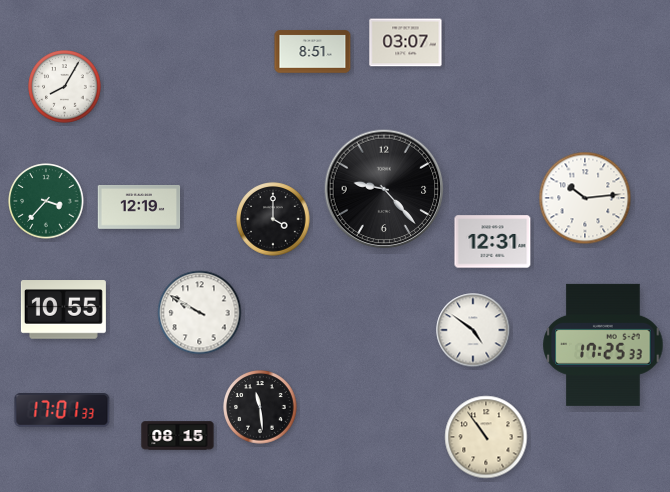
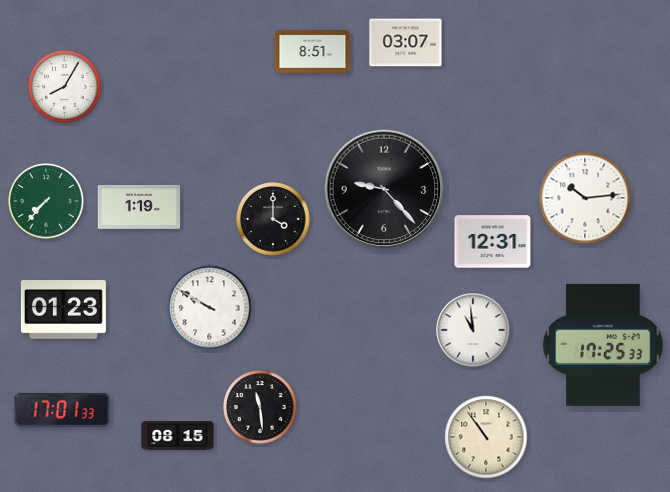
clock at (46, 201): 3:37 -> 7:37
clock at (139, 208): 12:19 -> 1:19
clock at (63, 310): 10:55 -> 01:23
clock at (200, 313) position: (200, 313) -> (210, 308)
clock at (473, 330): 4:51 -> 10:59
